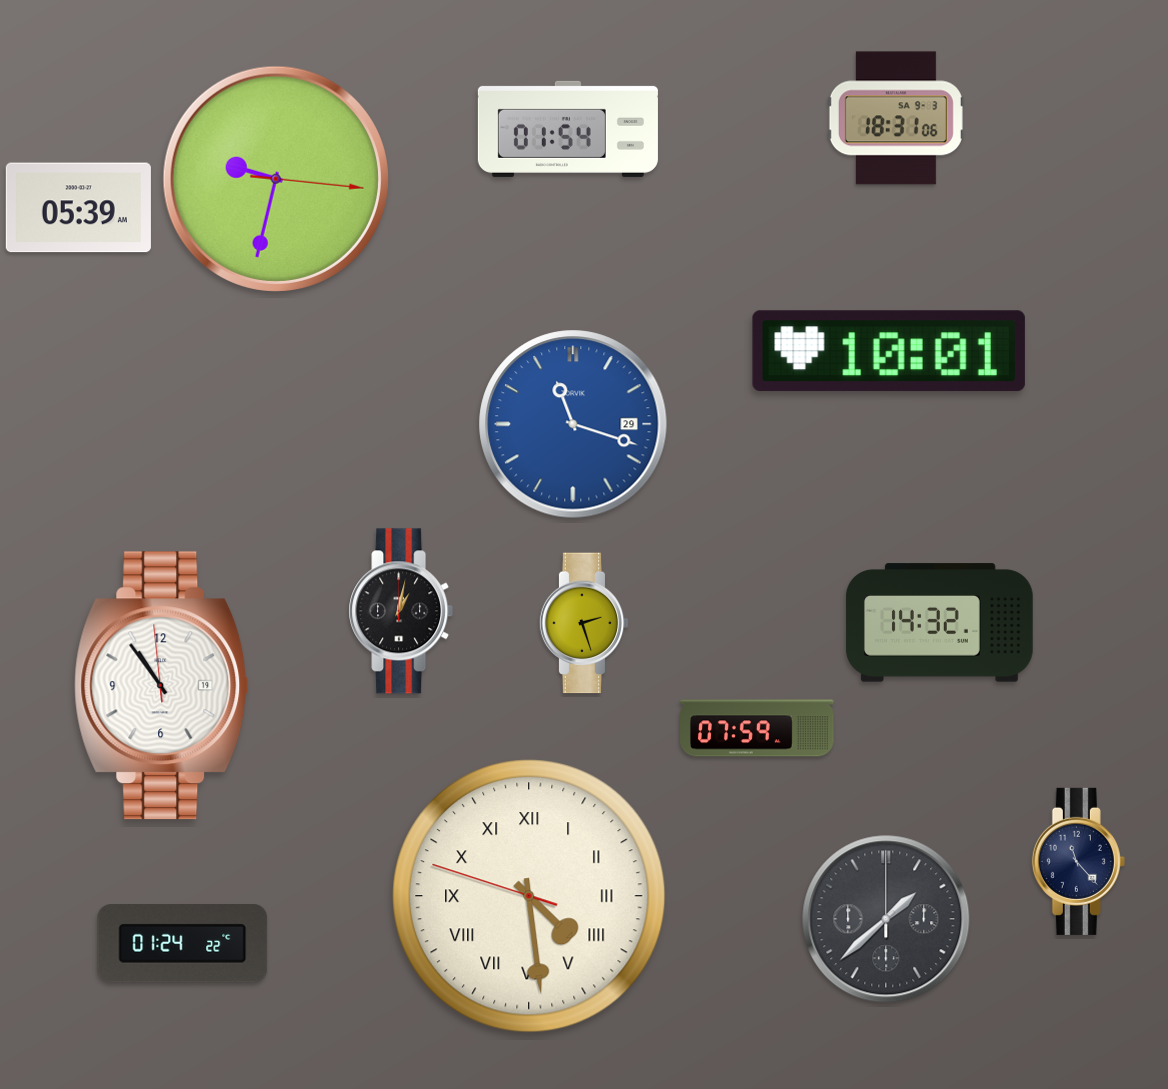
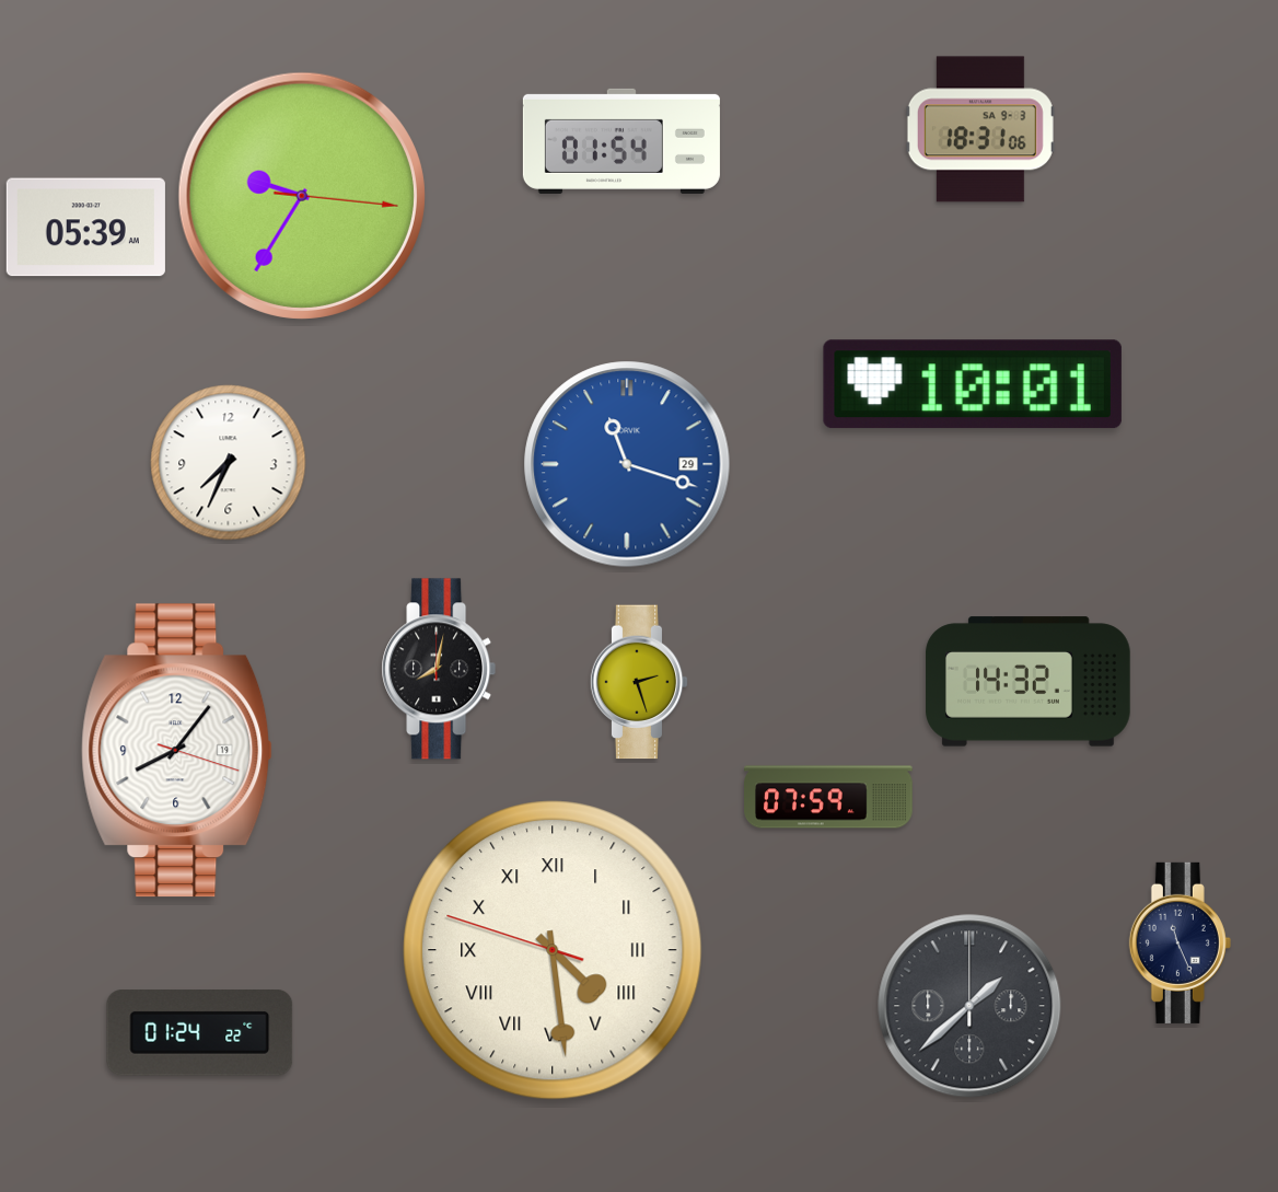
clock at (276, 179): 9:32 -> 9:35
clock at (229, 463): none -> 7:34
clock at (401, 611): 1:02 -> 8:02
clock at (162, 686): 10:53 -> 8:06
clock at (1078, 861): 11:23 -> 11:26
clock at (529, 896) position: (529, 896) -> (553, 950)
